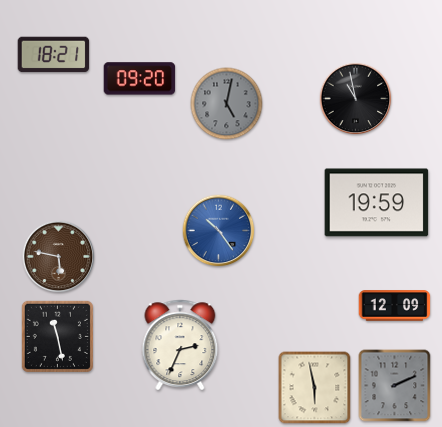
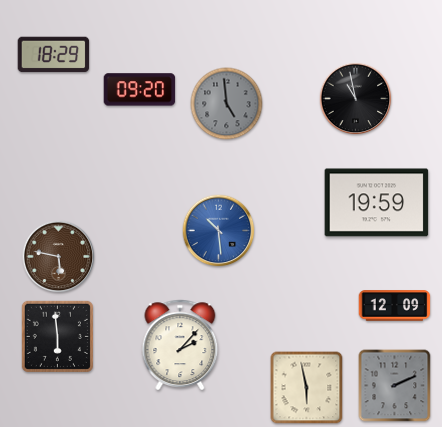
clock at (54, 55): 18:21 -> 18:29
clock at (140, 79) position: (140, 79) -> (140, 90)
clock at (227, 104): 5:02 -> 4:59
clock at (219, 231): 10:24 -> 10:29
clock at (57, 336): 11:28 -> 5:59
clock at (180, 345): 2:34 -> 2:07
clock at (315, 388) position: (315, 388) -> (307, 388)
